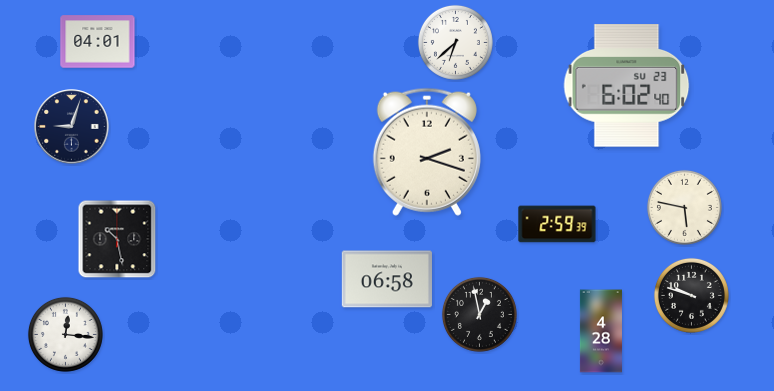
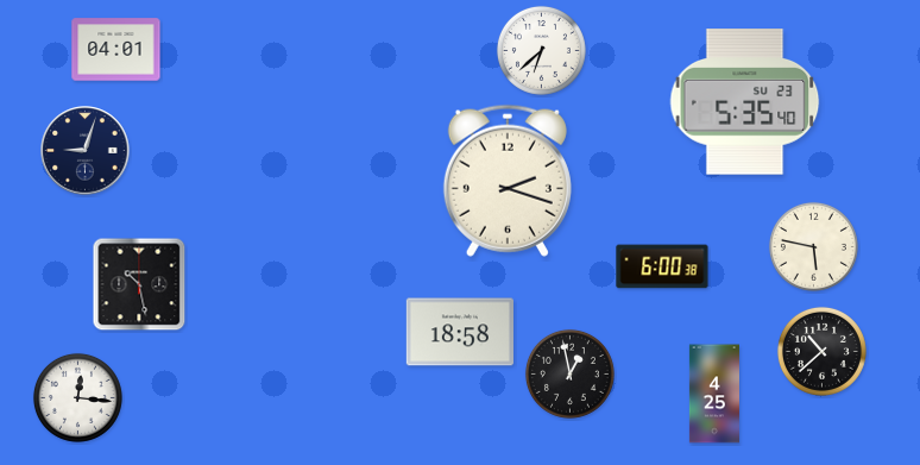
clock at (627, 86): 6:02 -> 5:35
clock at (557, 224): 2:59 -> 6:00
clock at (387, 279): 06:58 -> 18:58
clock at (691, 295): 9:48 -> 10:38
clock at (601, 331): 4:28 -> 4:25
